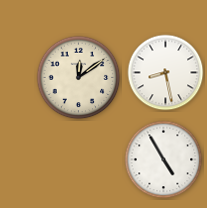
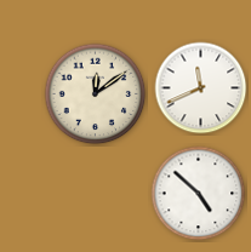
clock at (166, 73): 8:28 -> 11:41
clock at (164, 160): 4:55 -> 4:52
